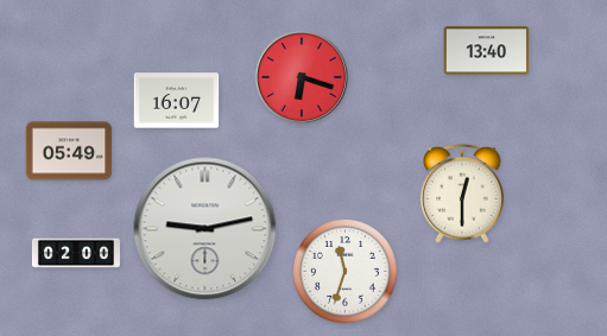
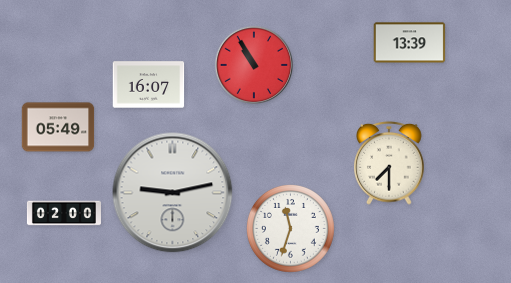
clock at (487, 51): 13:40 -> 13:39
clock at (301, 76): 6:18 -> 10:55
clock at (463, 194): 12:30 -> 7:30
